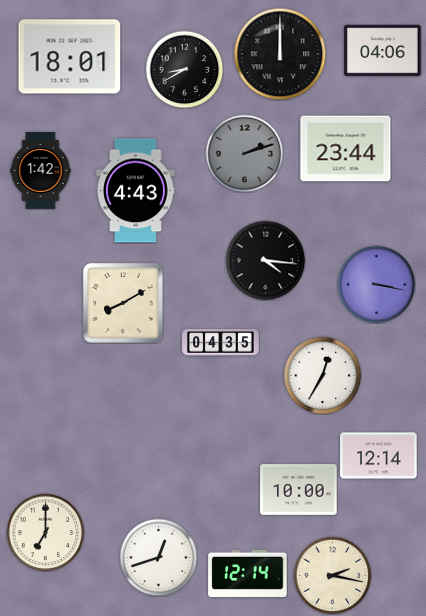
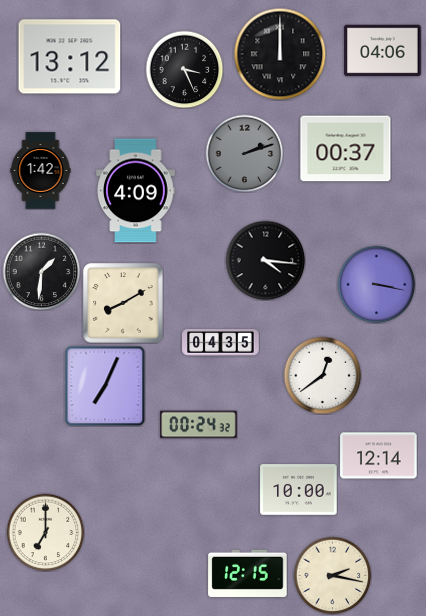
clock at (70, 57): 18:01 -> 13:12
clock at (184, 69): 8:40 -> 3:26
clock at (346, 149): 23:44 -> 00:37
clock at (136, 191): 4:43 -> 4:09
clock at (41, 271): none -> 1:31
clock at (322, 375): 12:35 -> 12:39
clock at (105, 386): none -> 7:04
clock at (199, 425): none -> 00:24
clock at (158, 557): 12:42 -> none
clock at (248, 573): 12:14 -> 12:15
